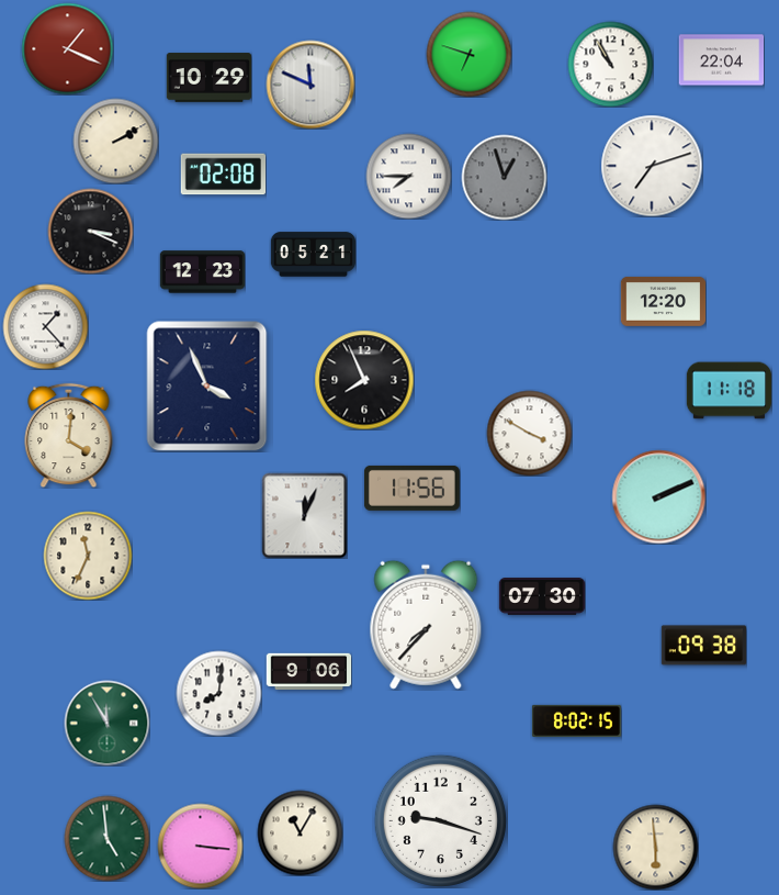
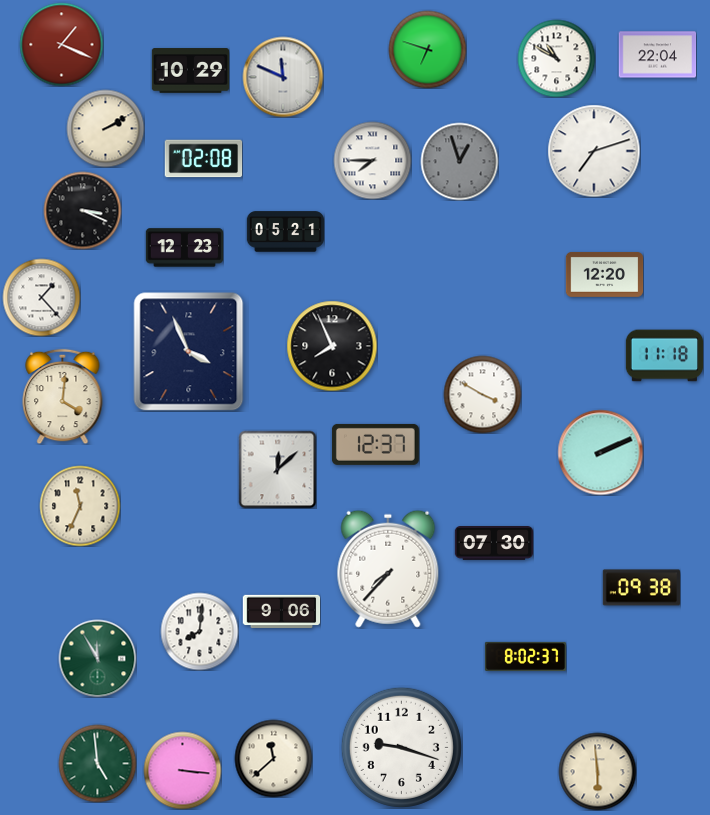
clock at (610, 64): 10:55 -> 10:50
clock at (411, 488): 11:56 -> 12:37
clock at (304, 515): 12:04 -> 12:08
clock at (576, 720): 8:02:15 -> 8:02:37
clock at (300, 832): 11:05 -> 11:38
